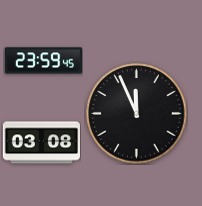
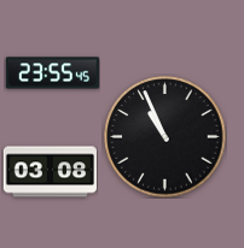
clock at (43, 61): 23:59 -> 23:55
clock at (137, 114): 11:56 -> 10:56
